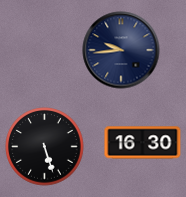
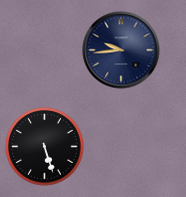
clock at (143, 143): 16:30 -> none
